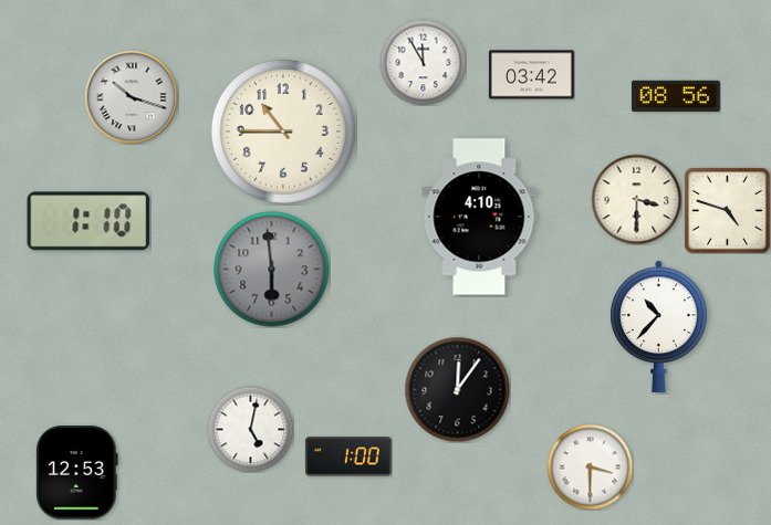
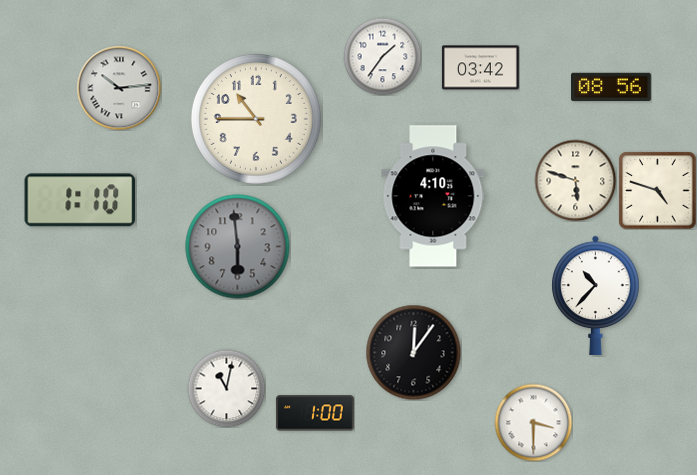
clock at (423, 62): 11:55 -> 1:36
clock at (132, 97): 10:18 -> 10:14
clock at (636, 199): 3:30 -> 5:48
clock at (272, 270) position: (272, 270) -> (238, 247)
clock at (250, 429): 5:02 -> 11:02
clock at (77, 473): 12:53 -> none
